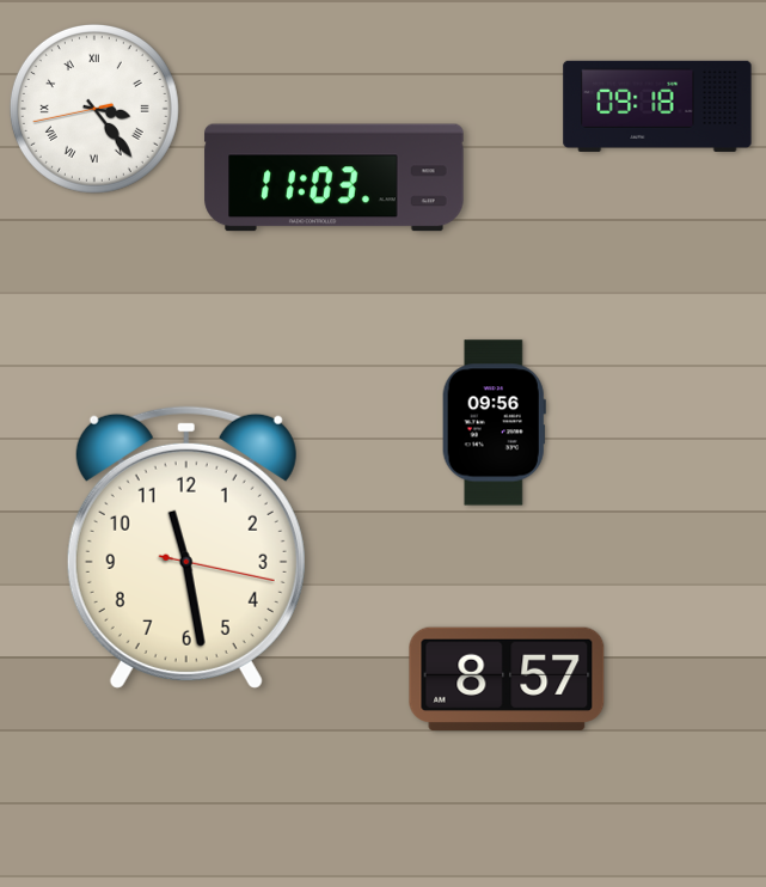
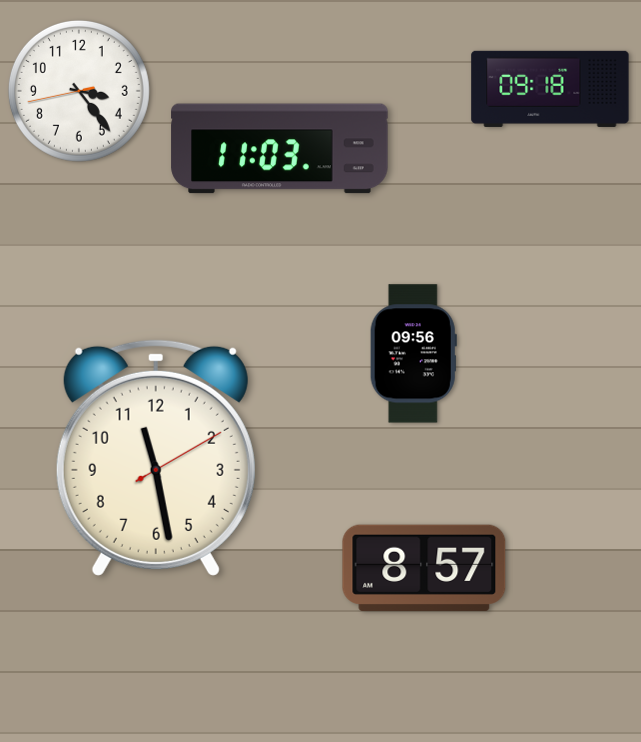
clock at (94, 109) numerals: Roman -> Arabic
clock at (186, 548): 11:28:17 -> 11:28:10
